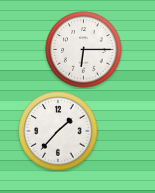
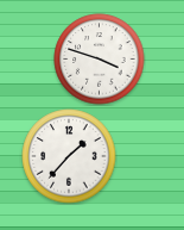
clock at (84, 50): 6:15 -> 3:48
